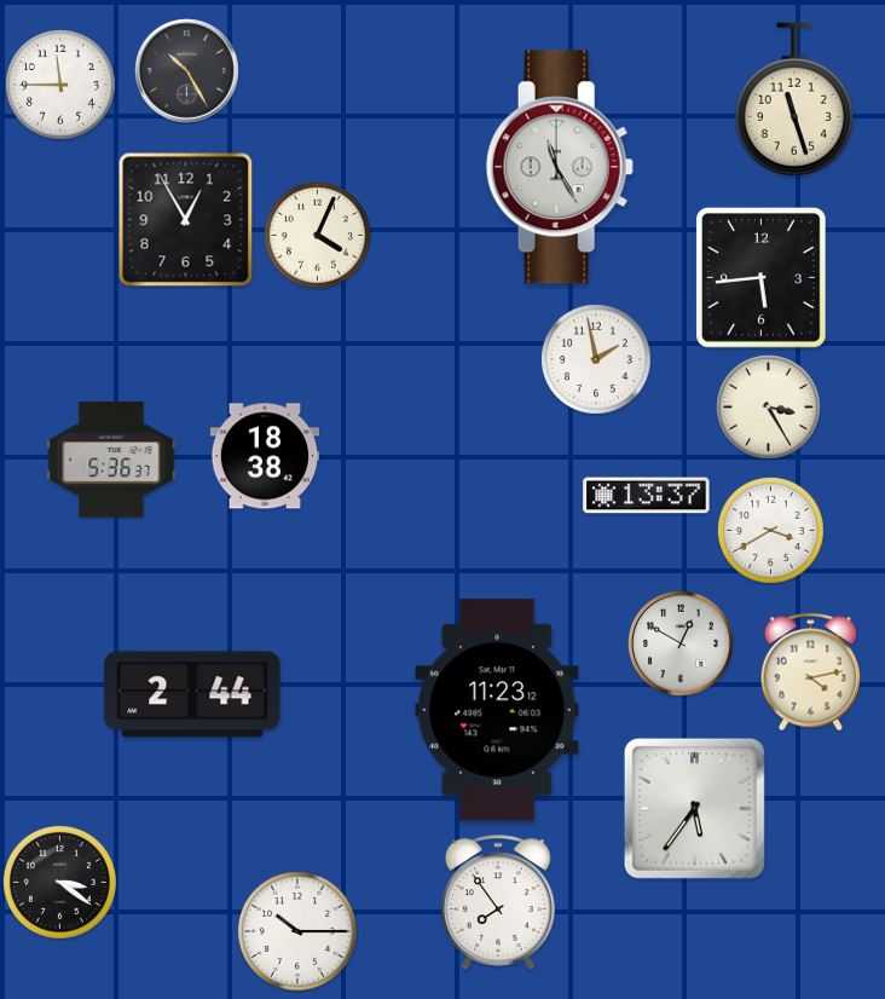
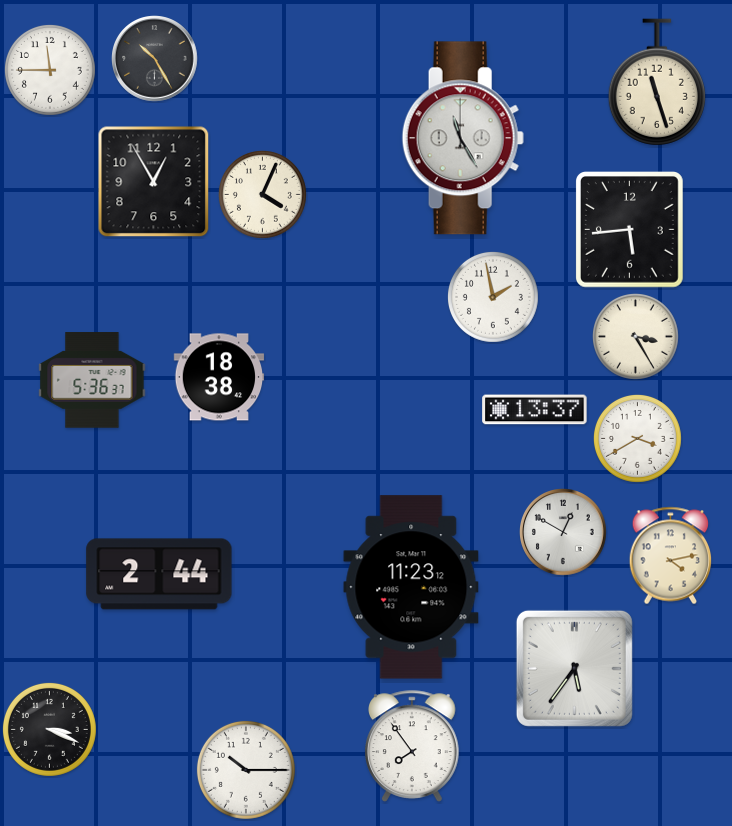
clock at (59, 882): 3:21 -> 3:19
